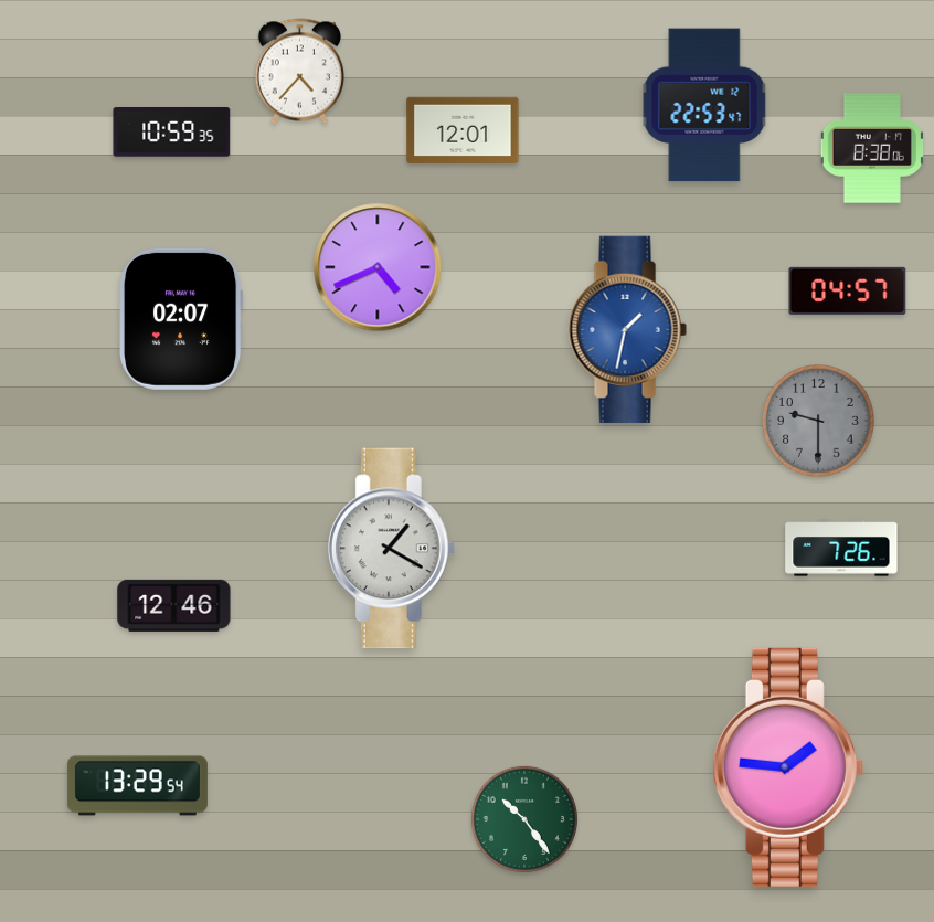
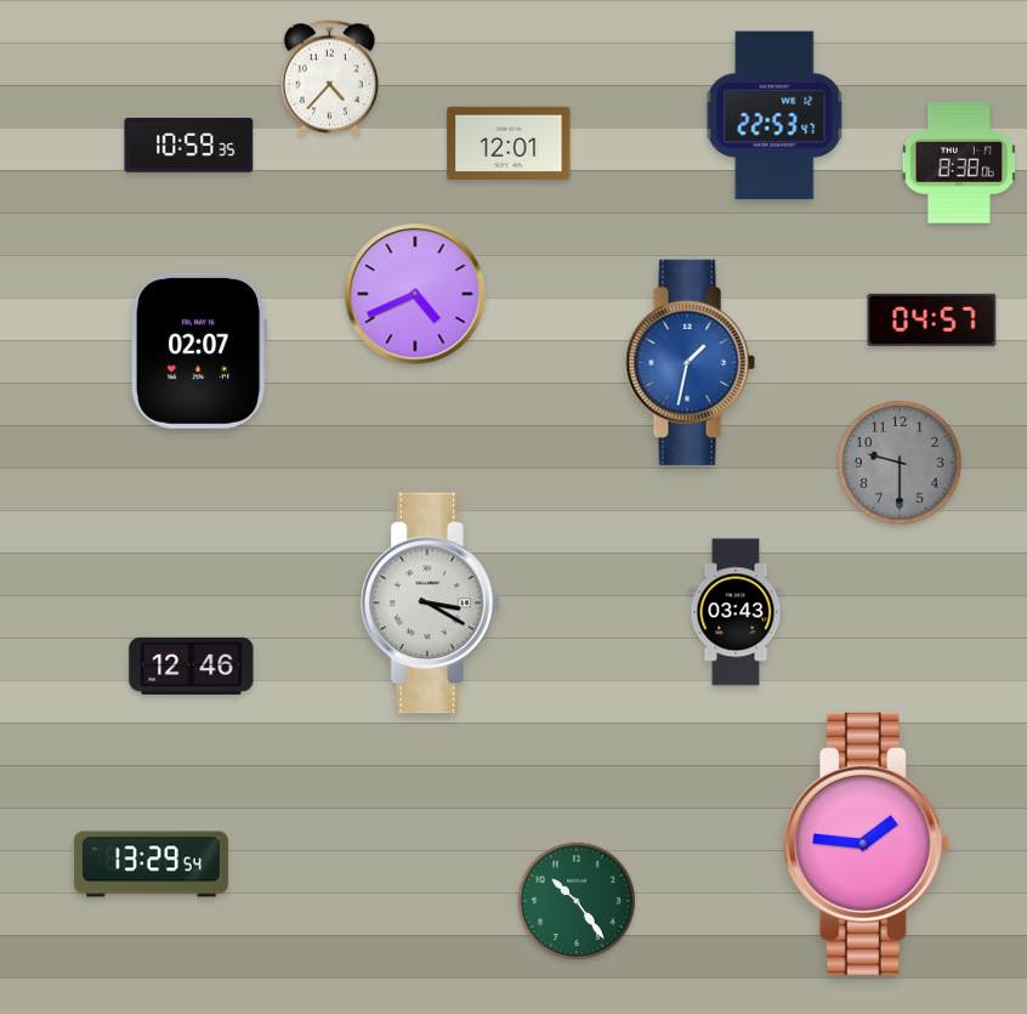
clock at (841, 548): 7:26 -> none
clock at (391, 549): 1:20 -> 3:20
clock at (736, 612): none -> 03:43
